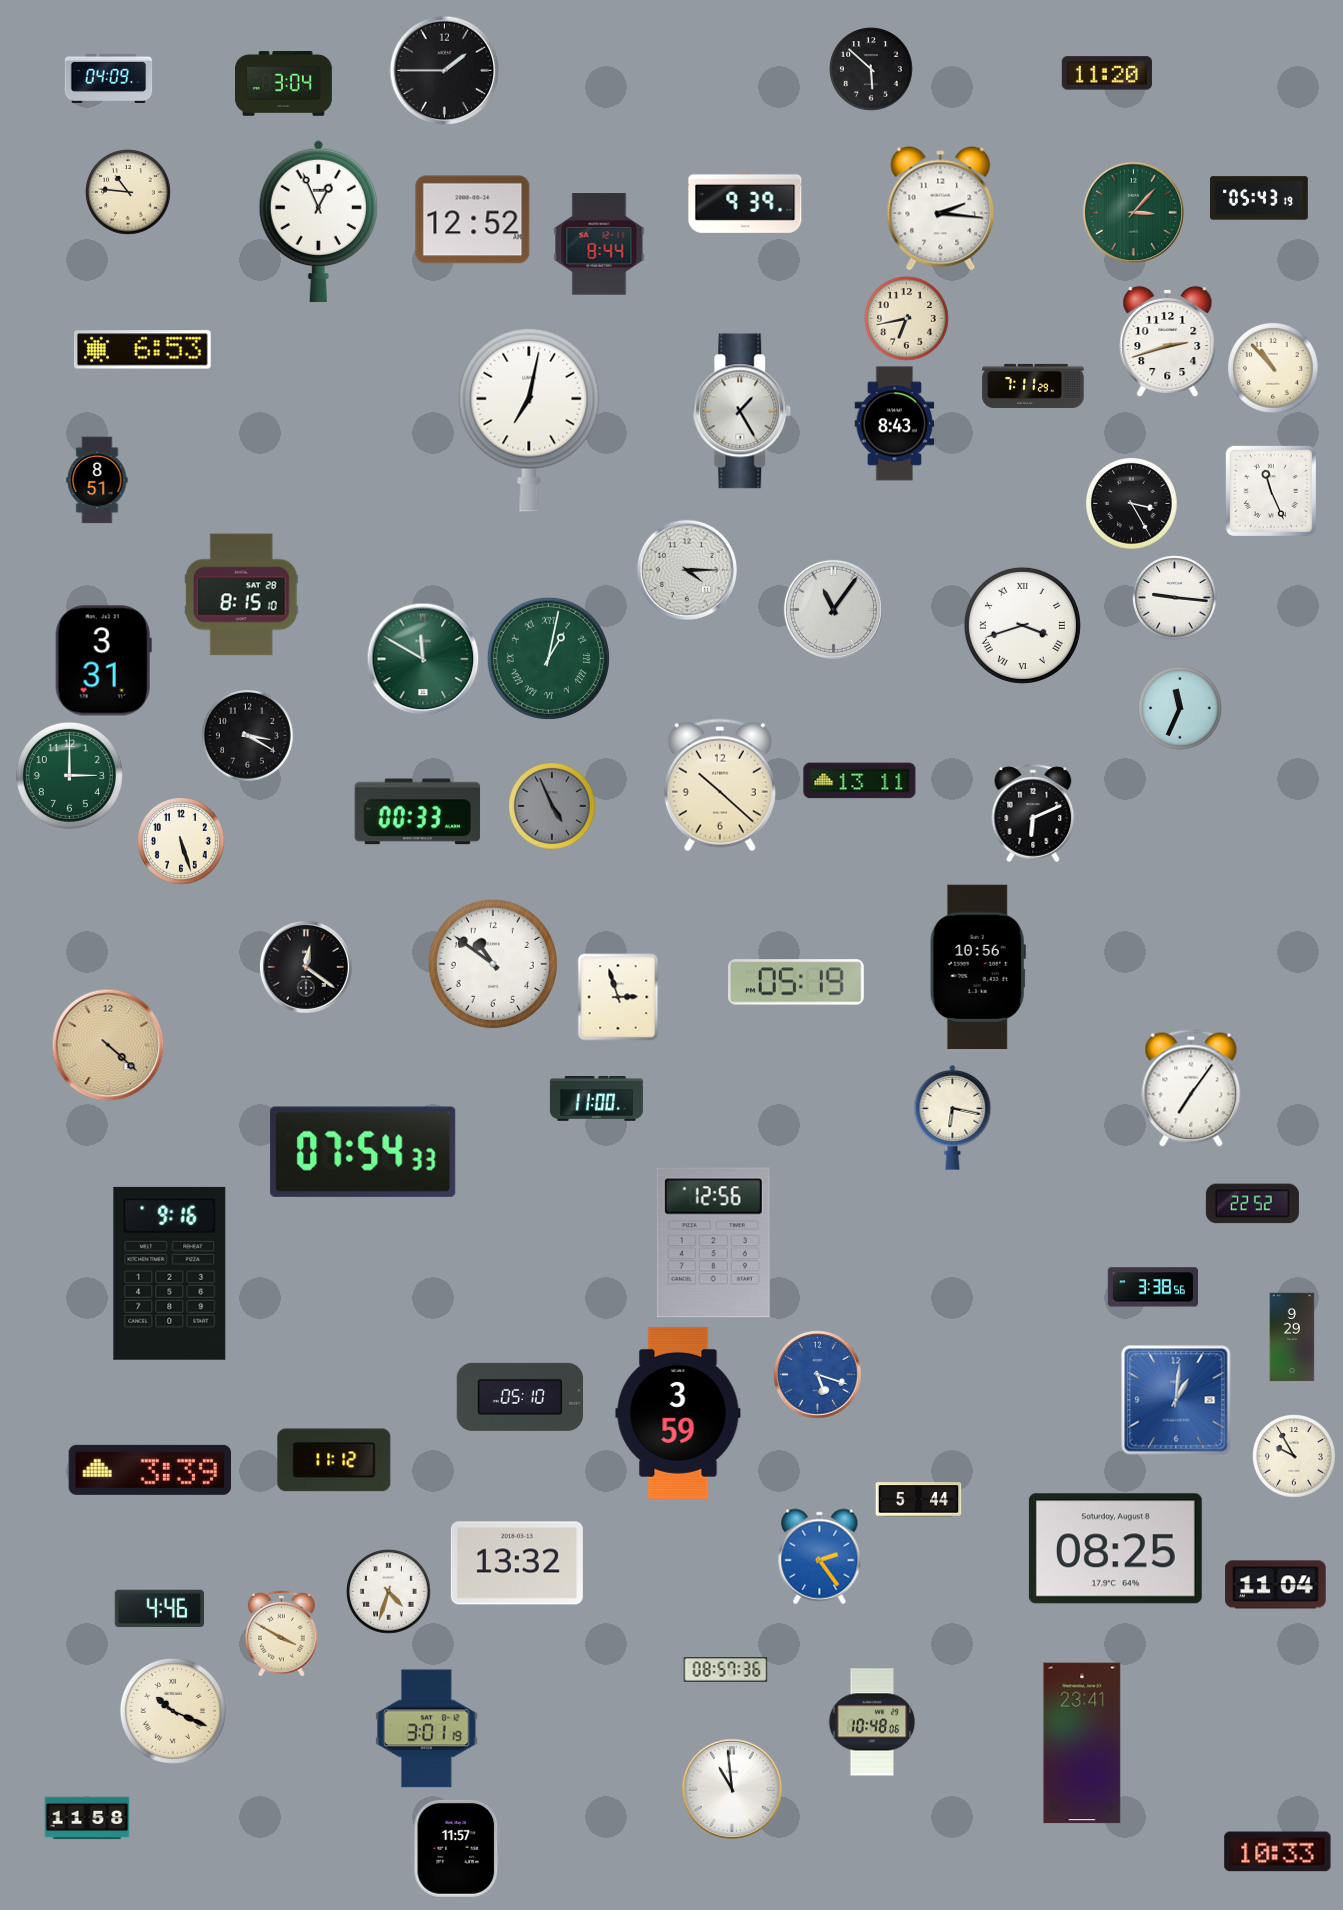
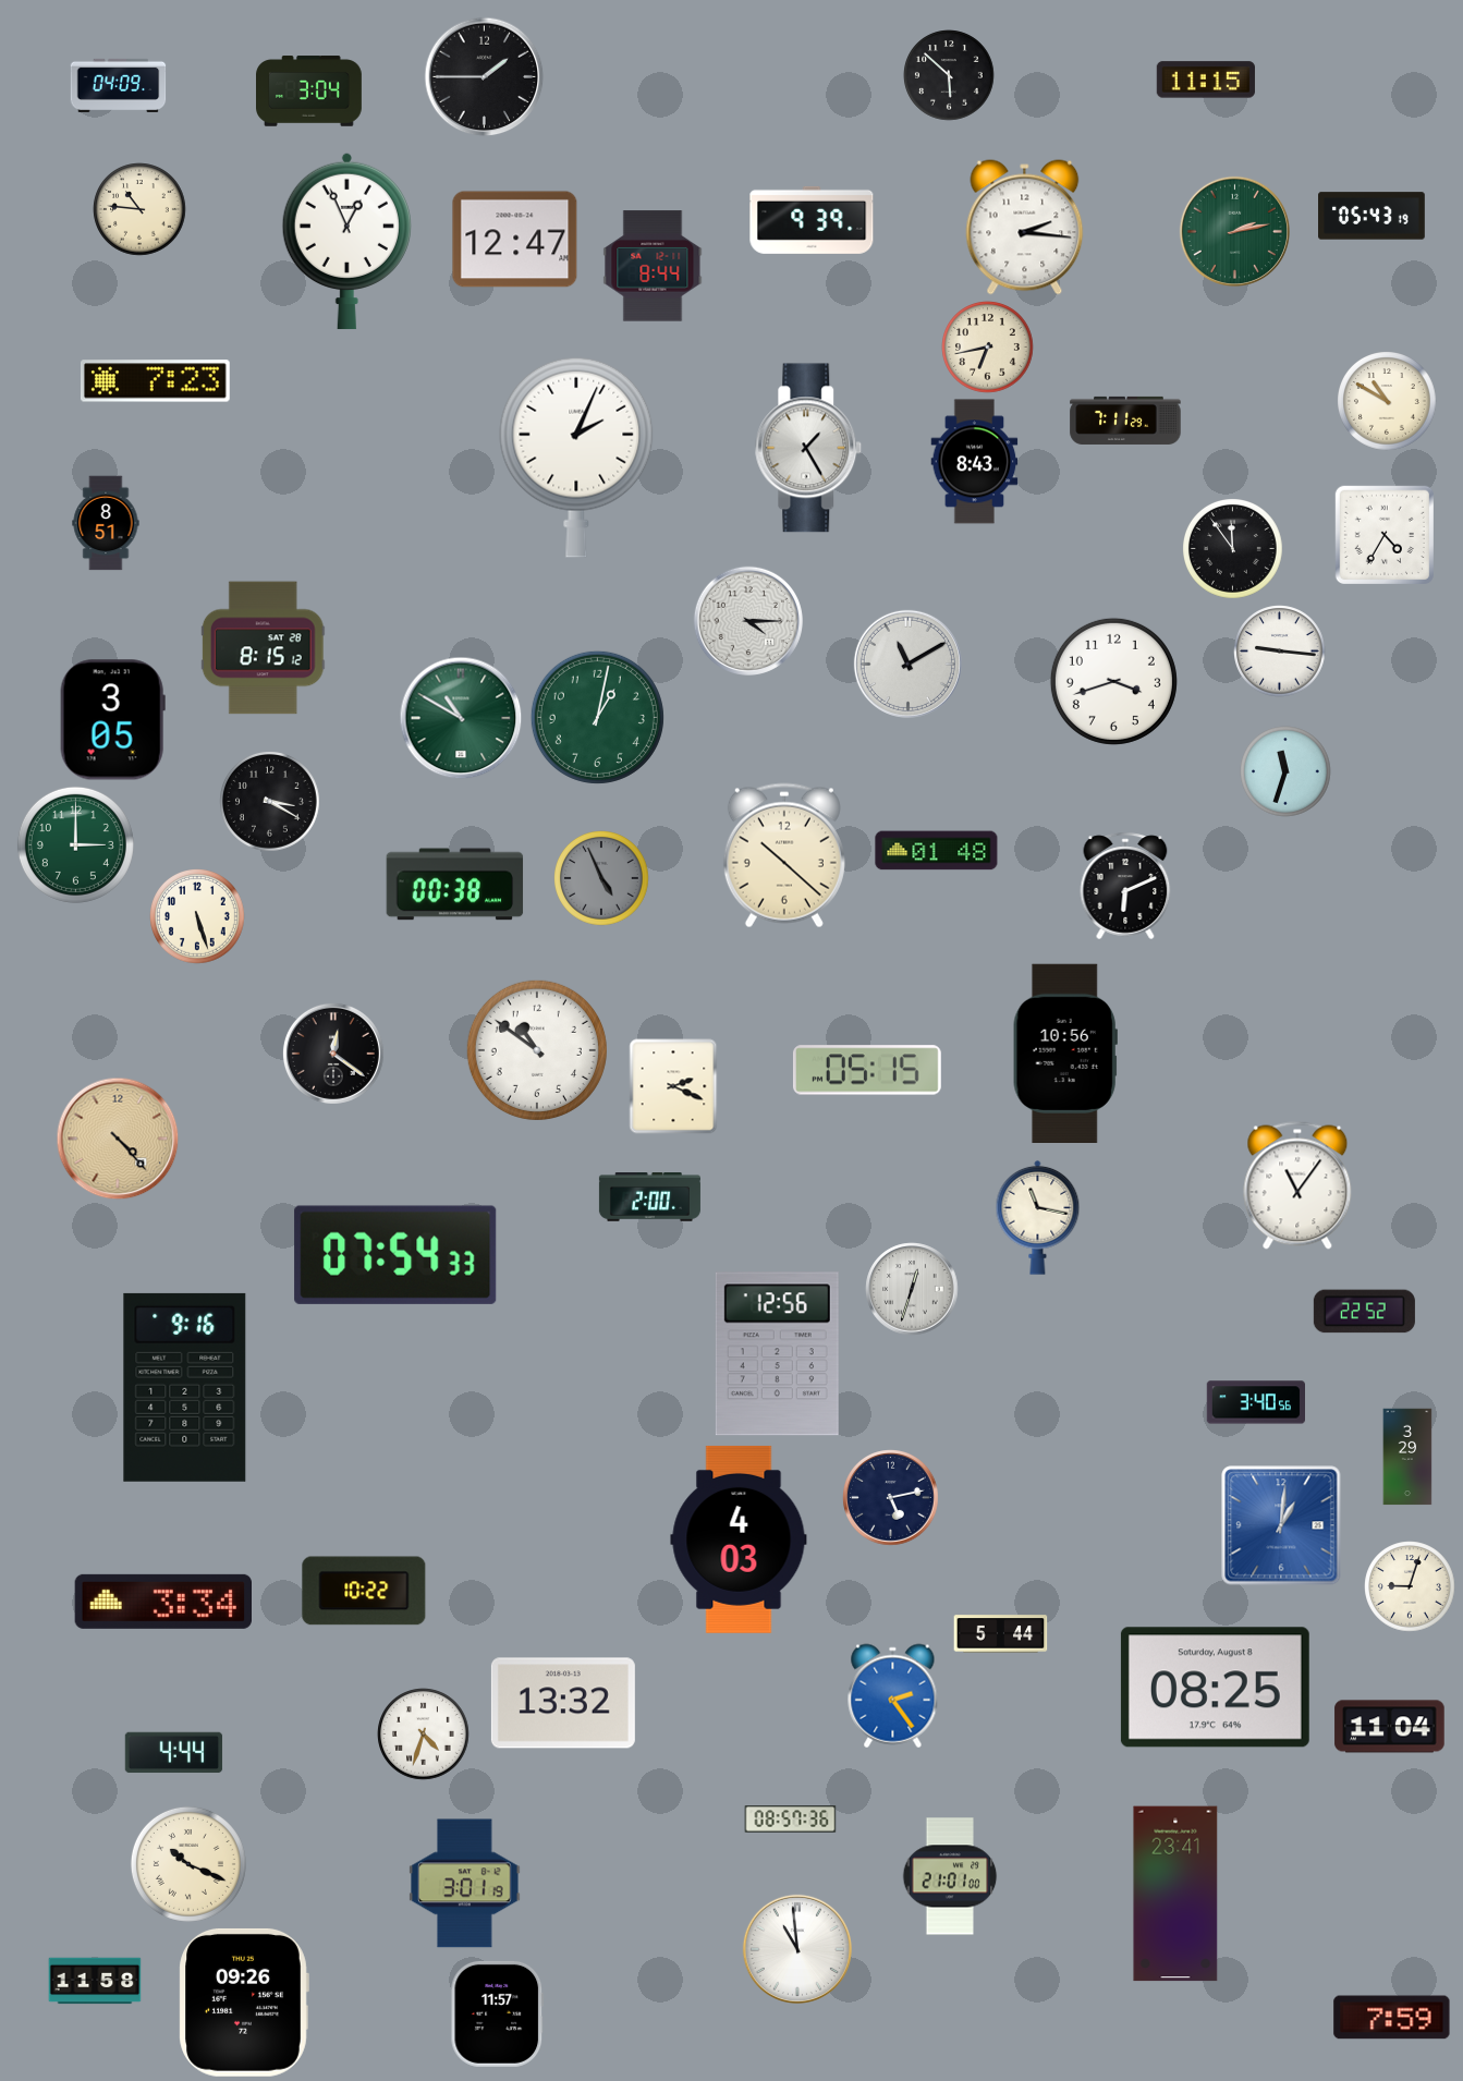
clock at (1107, 73): 11:20 -> 11:15
clock at (1133, 212): 3:07 -> 2:13
clock at (473, 220): 12:52 -> 12:47
clock at (1168, 342): 2:42 -> none
clock at (143, 350): 6:53 -> 7:23
clock at (1274, 369): 10:53 -> 10:50
clock at (529, 420): 7:02 -> 2:04
clock at (1271, 491): 11:26 -> 4:35
clock at (1132, 504): 3:25 -> 11:54
clock at (241, 595): 8:15:10 -> 8:15:12
clock at (833, 609): 11:06 -> 11:10
clock at (1022, 625) numerals: Roman -> Arabic
clock at (548, 658) numerals: Roman -> Arabic
clock at (423, 659): 11:50 -> 10:50
clock at (103, 661): 3:31 -> 3:05
clock at (1180, 708): 11:34 -> 11:33
clock at (860, 781): 13:11 -> 01:48
clock at (418, 812): 00:33 -> 00:38
clock at (796, 982): 05:19 -> 05:15
clock at (618, 997): 2:57 -> 2:19
clock at (108, 1045): 4:22 -> 4:23
clock at (1191, 1088): 7:06 -> 11:06
clock at (596, 1099): 11:00 -> 2:00
clock at (953, 1117): 6:17 -> 11:17
clock at (912, 1289): none -> 12:33
clock at (1152, 1287): 3:38 -> 3:40
clock at (1292, 1337): 9:29 -> 3:29
clock at (818, 1375): 5:18 -> 5:13
clock at (818, 1375) dial: blue -> navy
clock at (519, 1397): 05:10 -> none
clock at (678, 1413): 3:59 -> 4:03
clock at (1294, 1456): 9:55 -> 9:03
clock at (334, 1460): 11:12 -> 10:22
clock at (149, 1470): 3:39 -> 3:34
clock at (160, 1609): 4:46 -> 4:44
clock at (281, 1633): 3:50 -> none
clock at (872, 1722): 10:48 -> 21:01
clock at (1082, 1743) position: (1082, 1743) -> (1175, 1894)
clock at (244, 2003): none -> 09:26
clock at (1278, 1852): 10:33 -> 7:59
